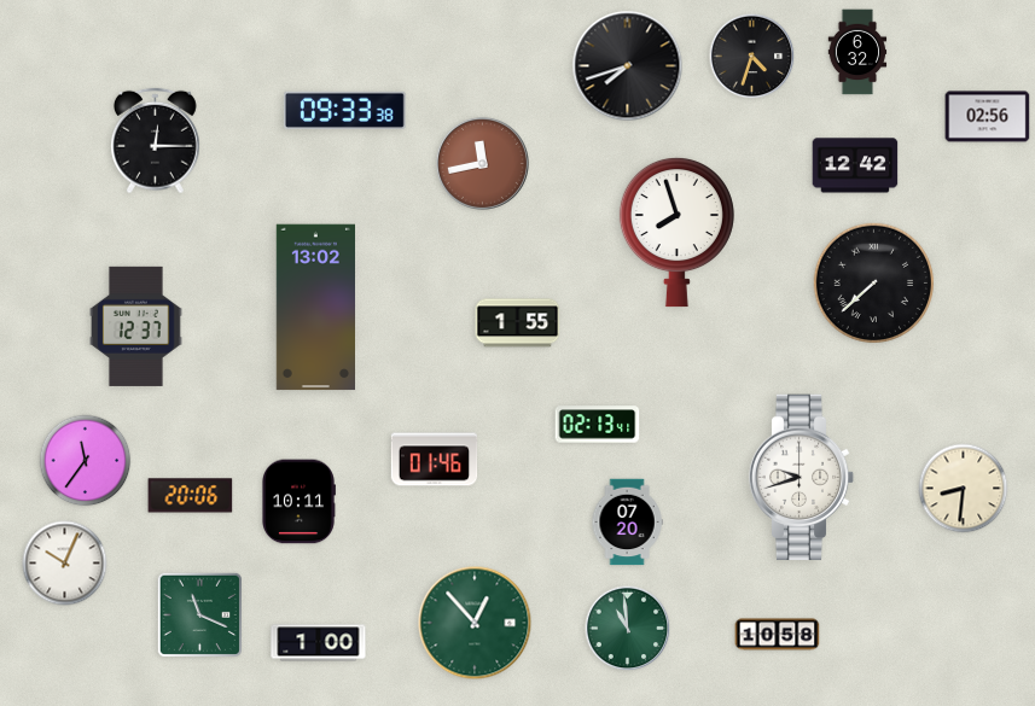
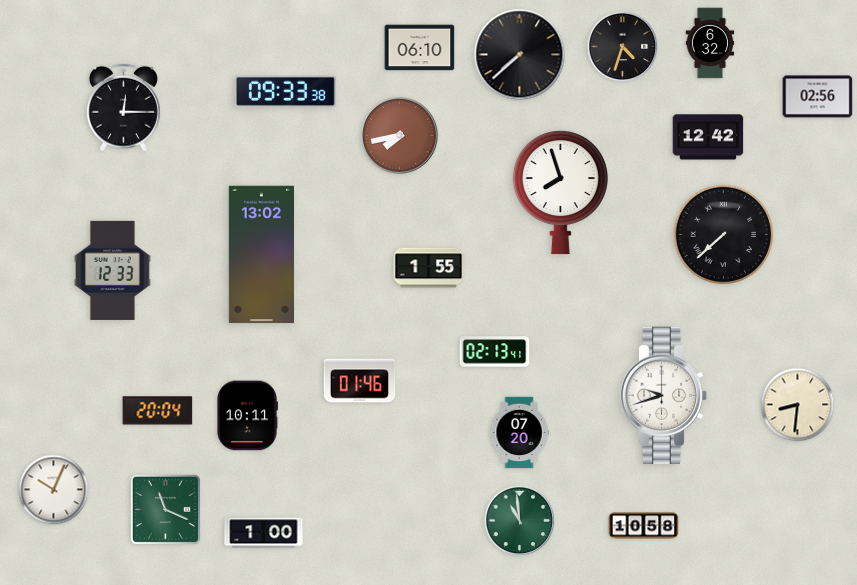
clock at (420, 48): none -> 06:10
clock at (628, 66): 7:42 -> 7:38
clock at (156, 141) position: (156, 141) -> (124, 108)
clock at (482, 163): 11:43 -> 7:43
clock at (136, 326): 12:37 -> 12:33
clock at (86, 461): 11:36 -> none
clock at (191, 496): 20:06 -> 20:04
clock at (65, 564) position: (65, 564) -> (54, 490)
clock at (475, 623): 12:53 -> none
